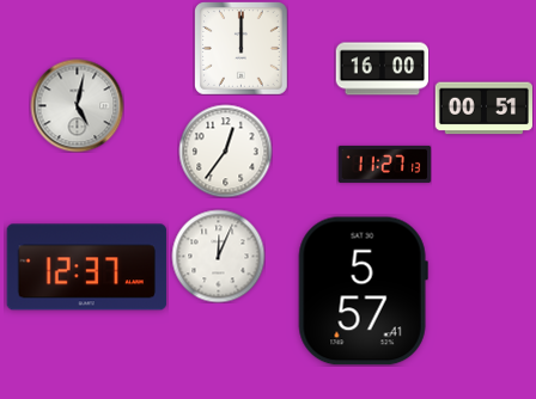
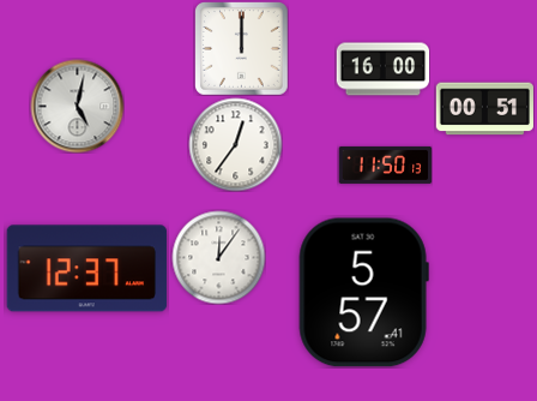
clock at (225, 151) position: (225, 151) -> (235, 144)
clock at (384, 164): 11:27 -> 11:50
clock at (218, 256): 12:04 -> 12:06
